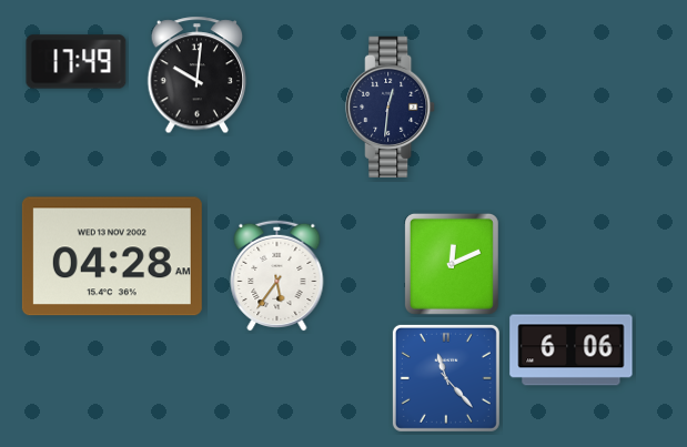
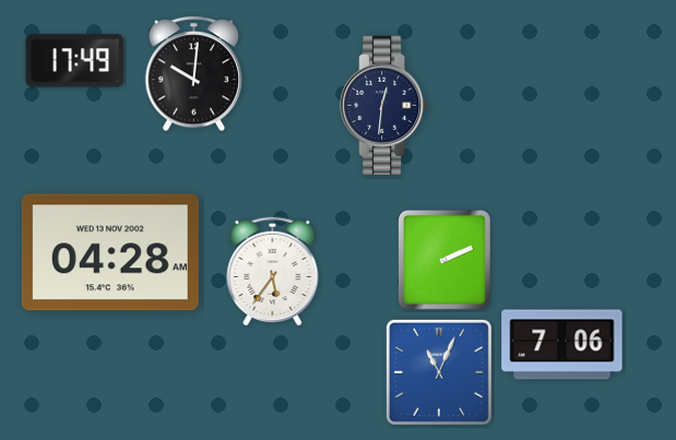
clock at (452, 264): 12:11 -> 2:11
clock at (572, 351): 6:06 -> 7:06
clock at (446, 378): 11:23 -> 11:04
